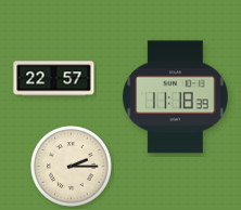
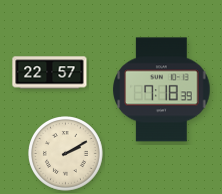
clock at (176, 97): 11:18 -> 7:18
clock at (72, 167): 2:15 -> 2:10
